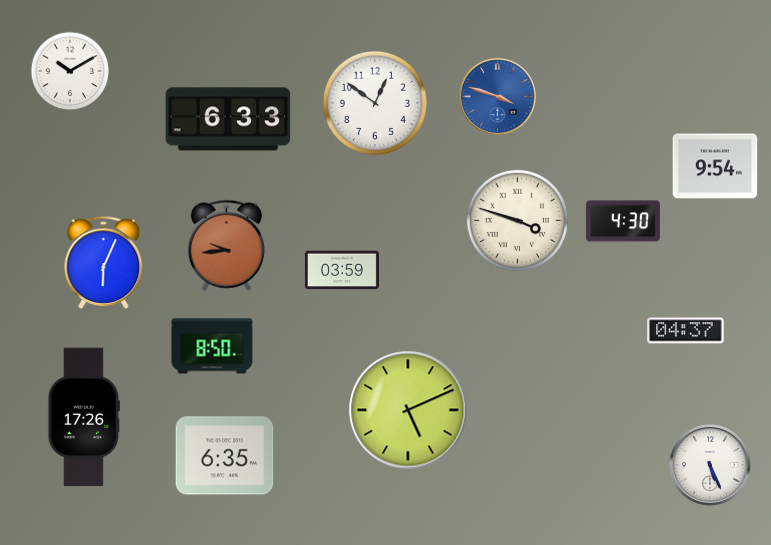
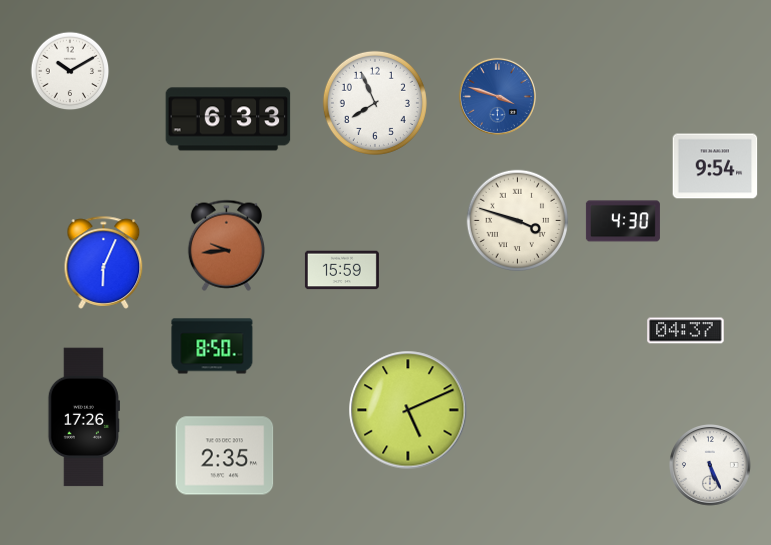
clock at (375, 103): 12:51 -> 7:56
clock at (342, 270): 03:59 -> 15:59
clock at (225, 456): 6:35 -> 2:35
